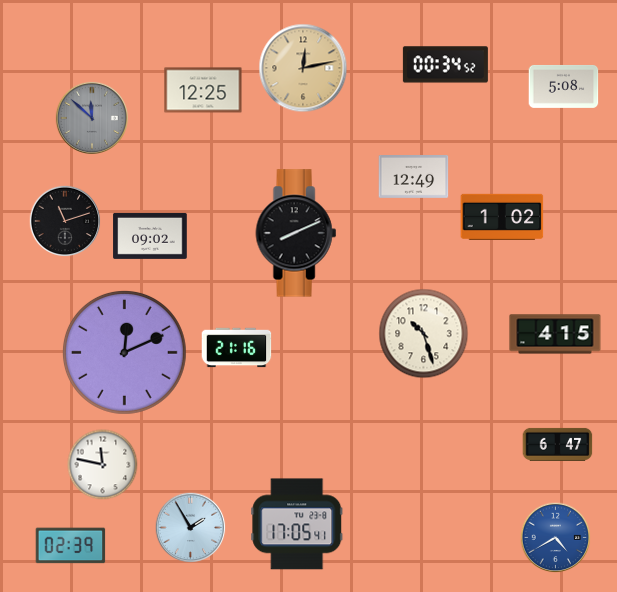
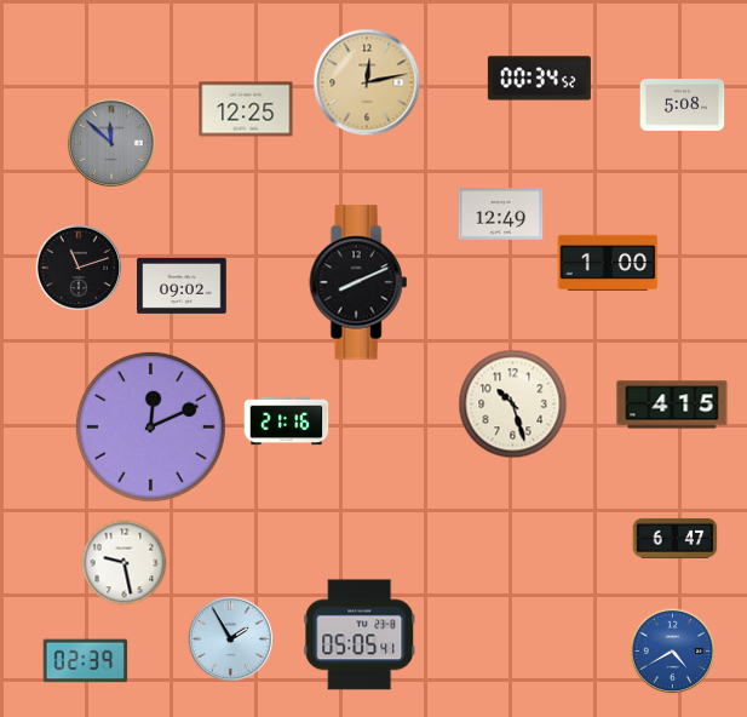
clock at (502, 217): 1:02 -> 1:00
clock at (103, 465): 11:47 -> 9:28
clock at (297, 524): 17:05 -> 05:05
